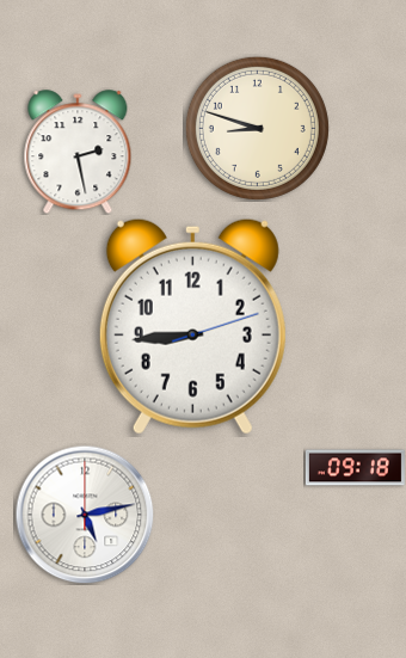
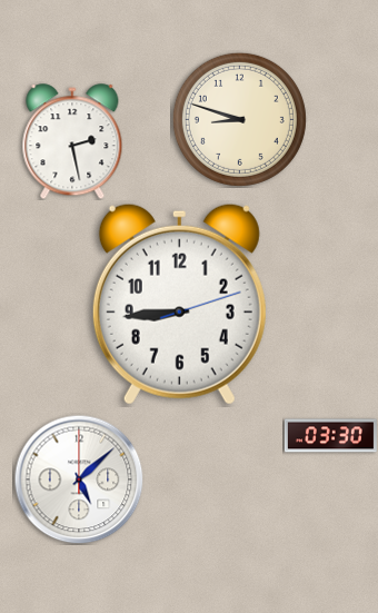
clock at (355, 468): 09:18 -> 03:30
clock at (85, 515): 5:13 -> 5:08
